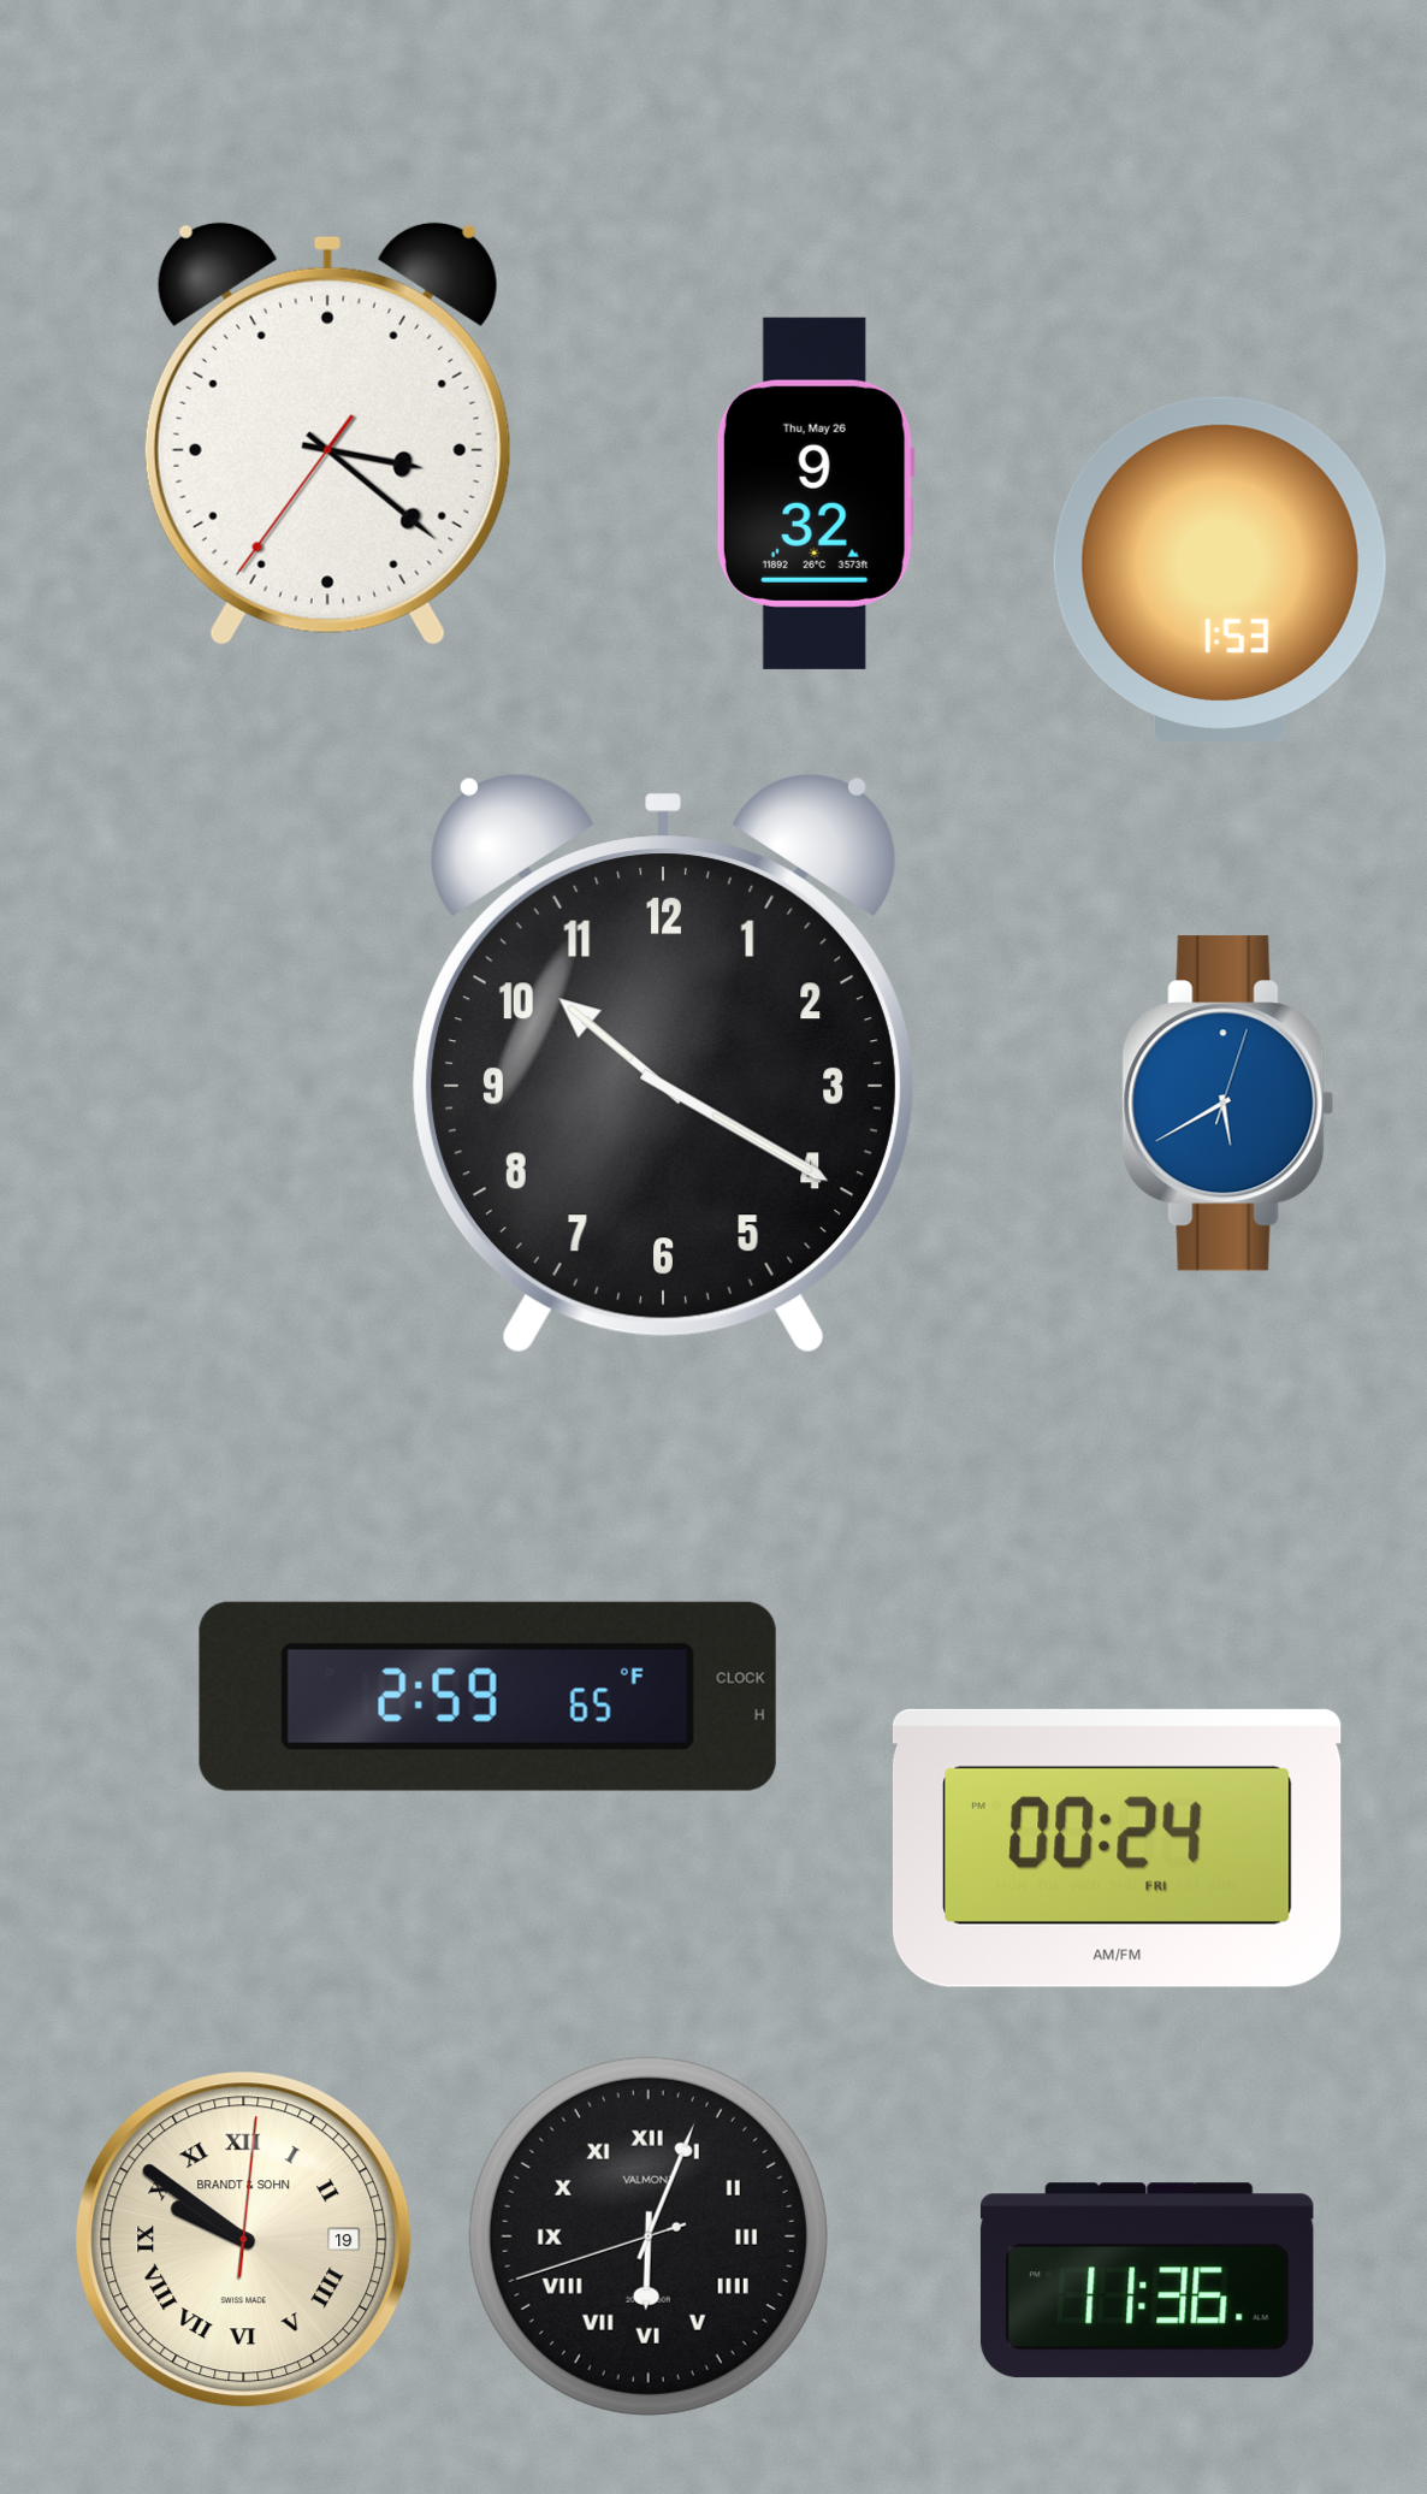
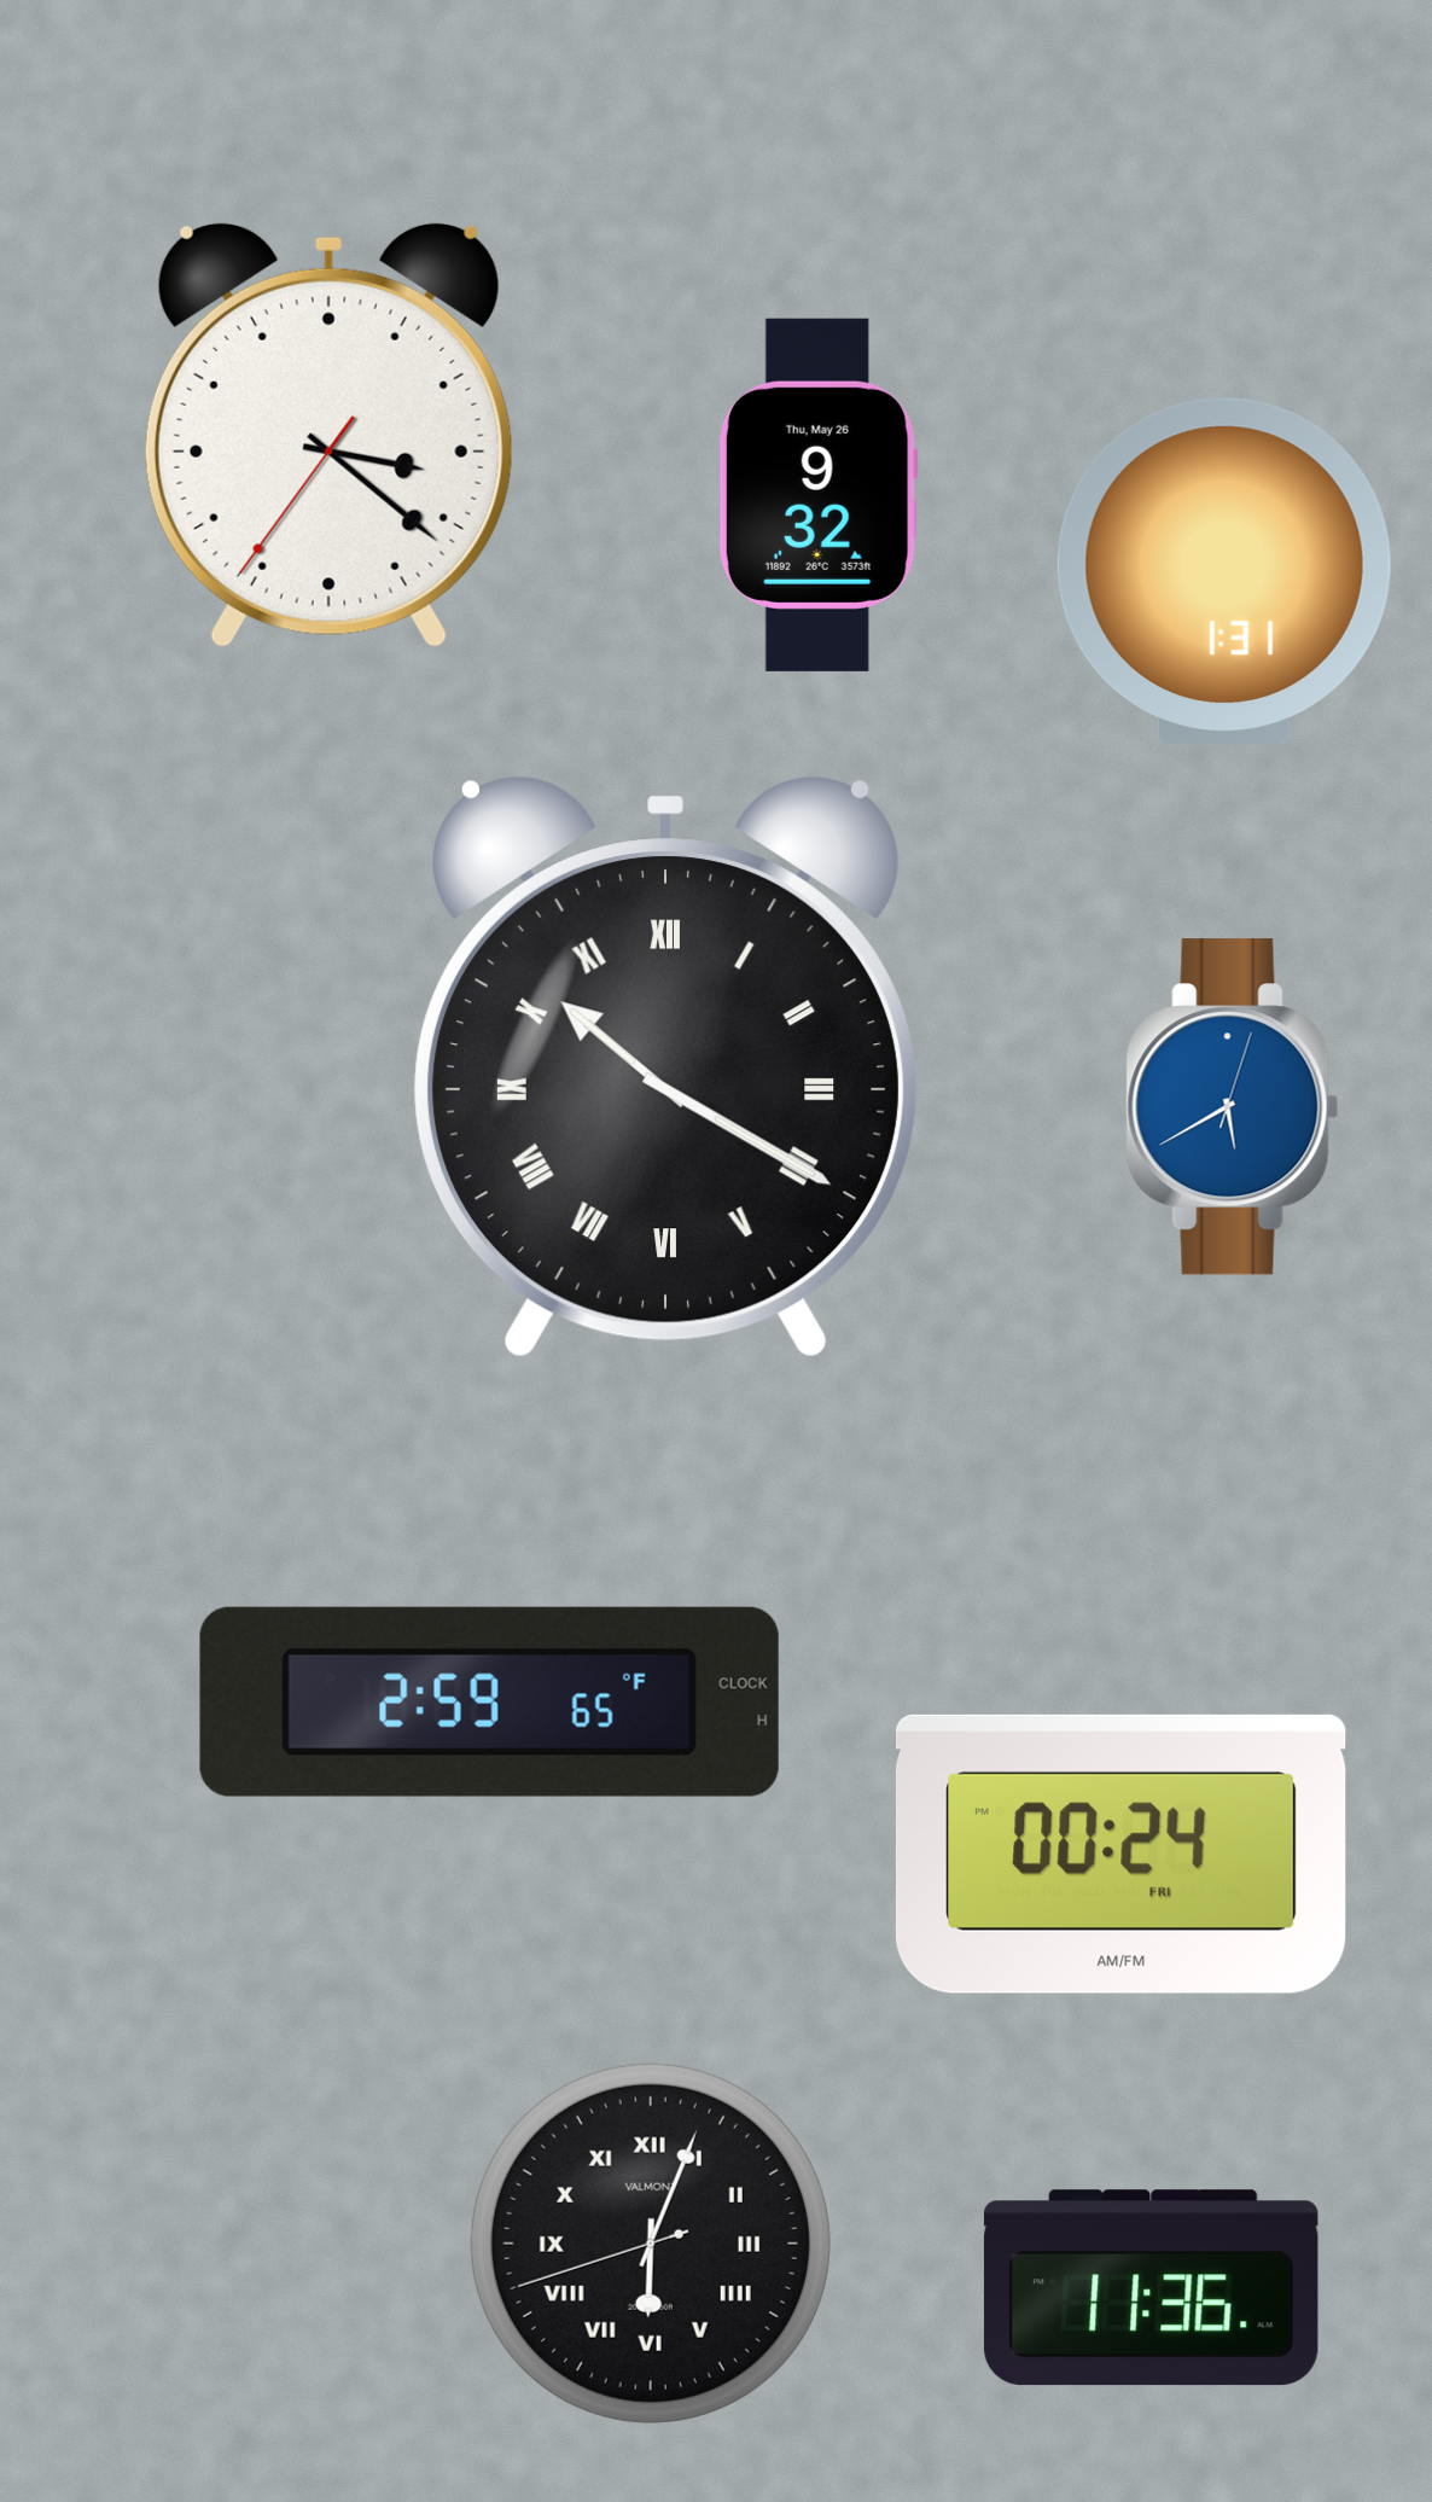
clock at (1220, 569): 1:53 -> 1:31
clock at (663, 1064) numerals: Arabic -> Roman
clock at (244, 2240): 9:51 -> none
